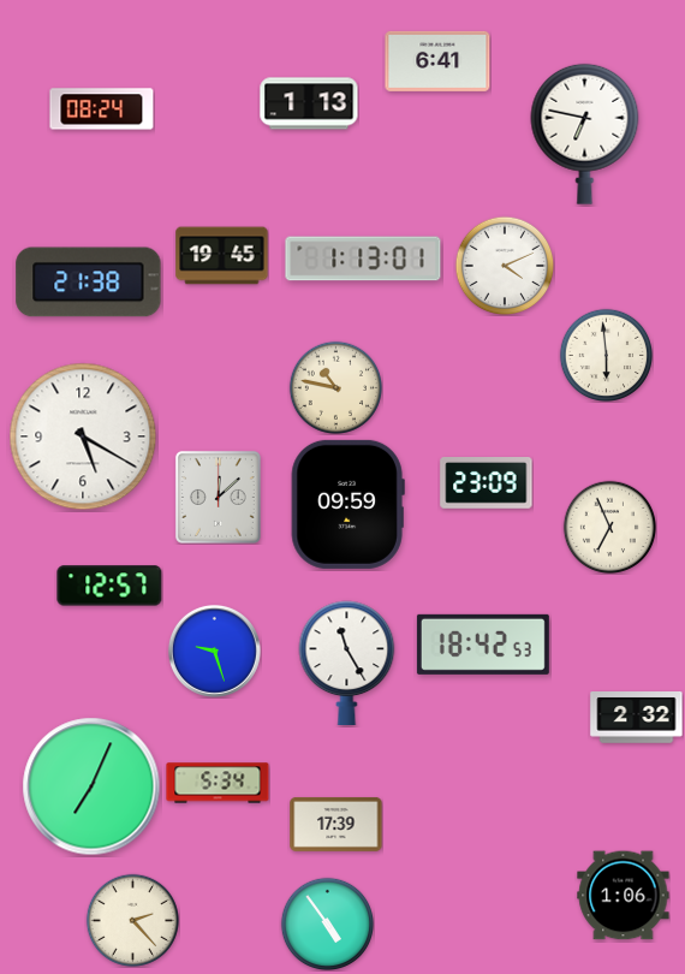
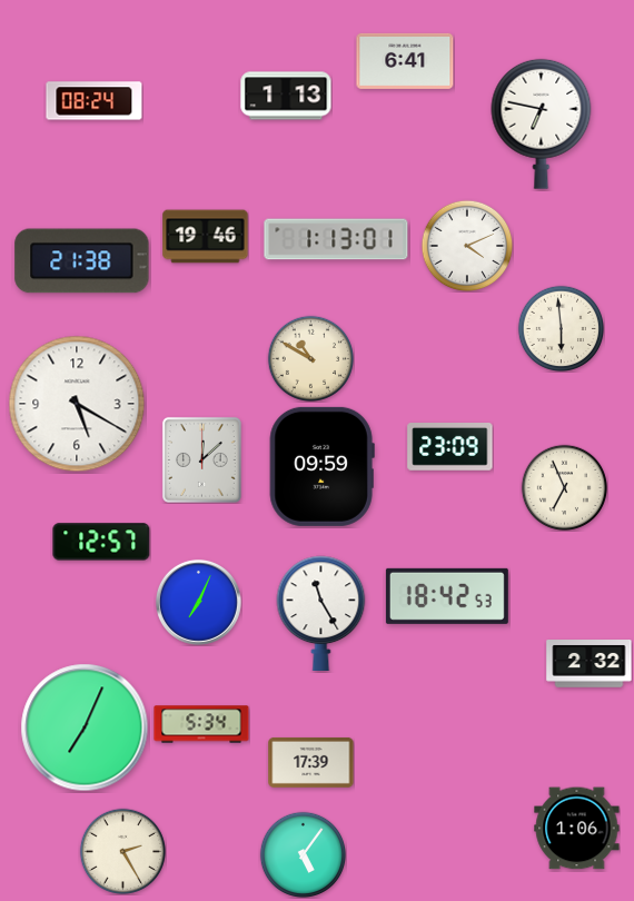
clock at (437, 61) position: (437, 61) -> (405, 61)
clock at (222, 256): 19:45 -> 19:46
clock at (335, 387): 10:47 -> 10:50
clock at (214, 651): 9:27 -> 7:04
clock at (132, 920): 2:23 -> 2:25
clock at (327, 923): 4:54 -> 5:06
